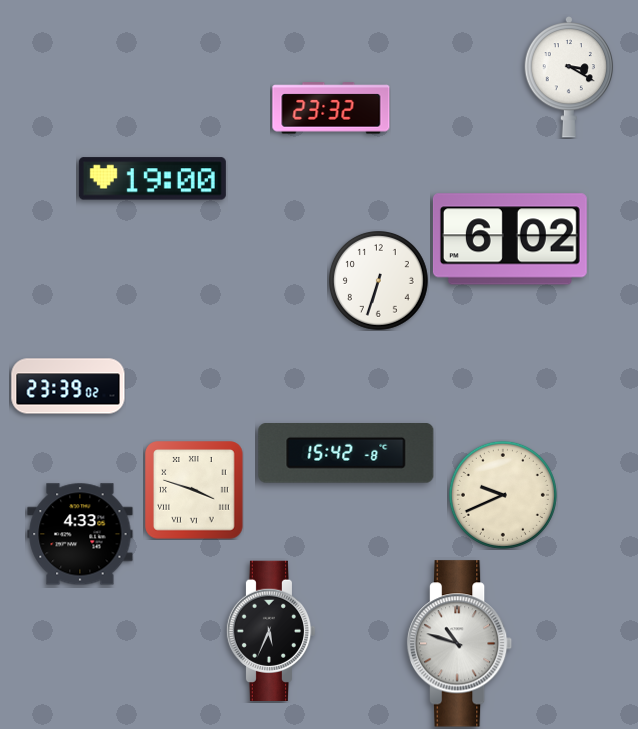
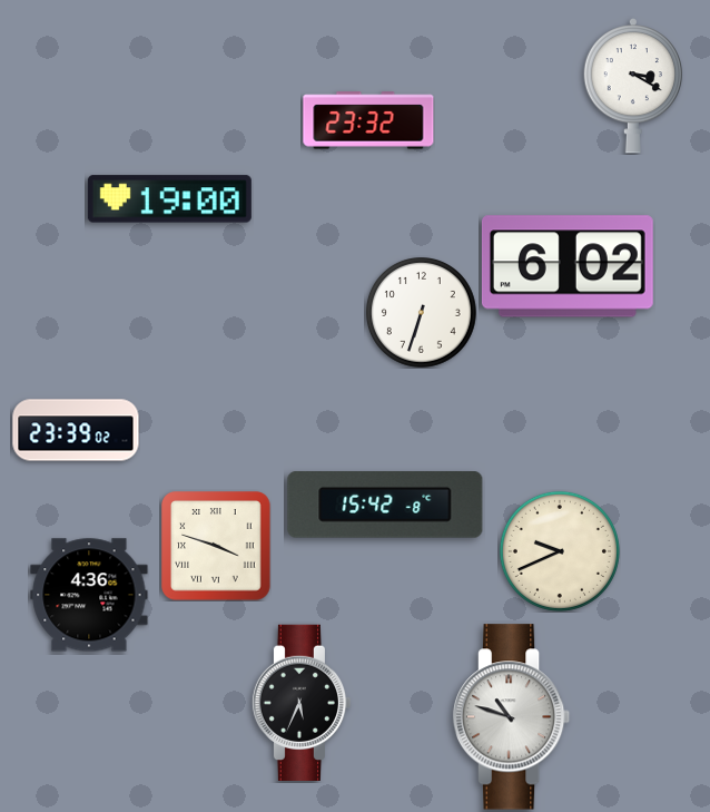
clock at (80, 534): 4:33 -> 4:36
